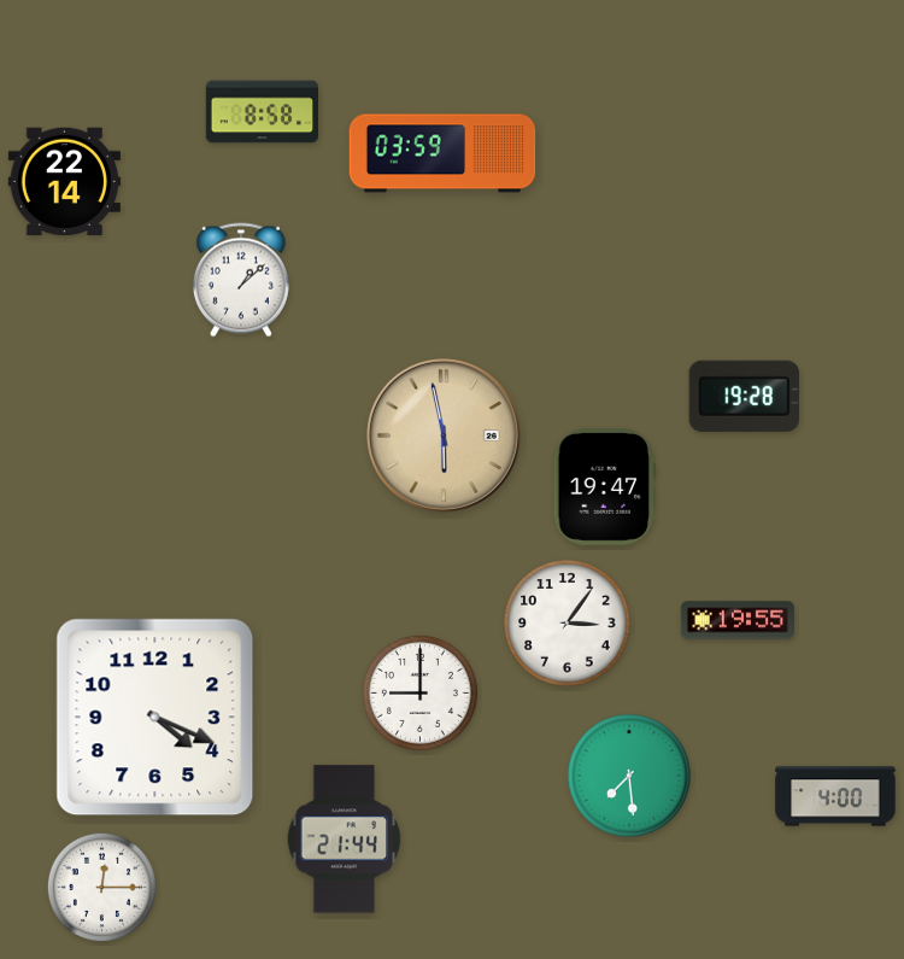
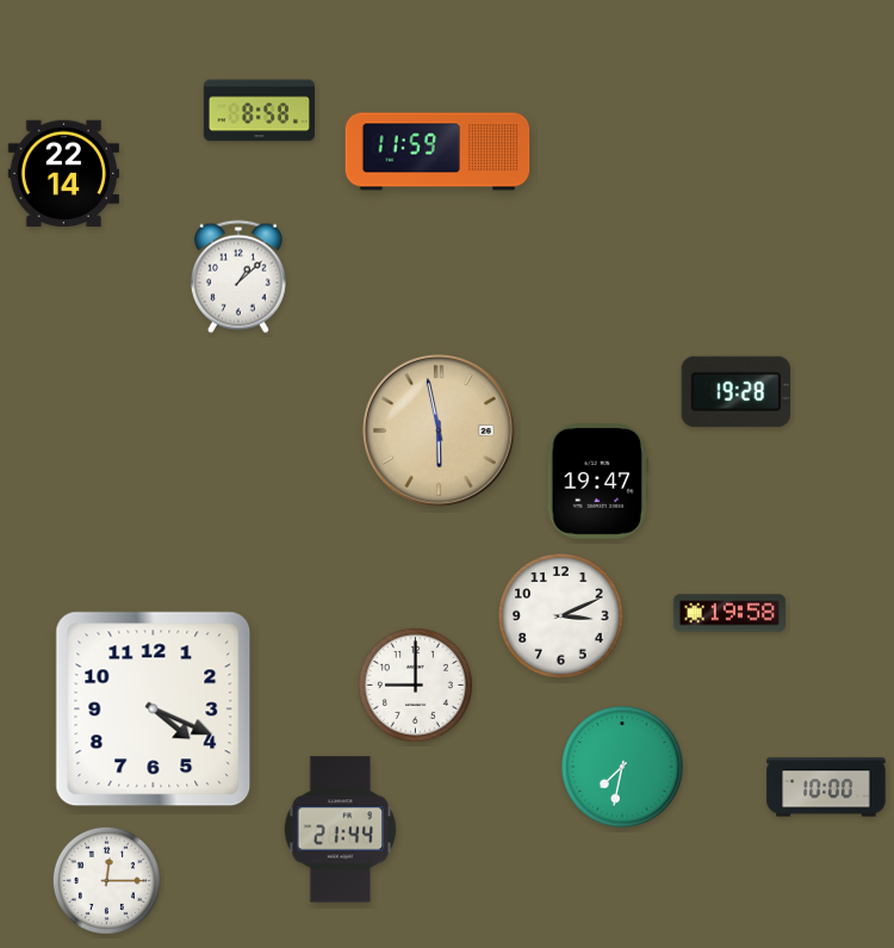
clock at (442, 153): 03:59 -> 11:59
clock at (64, 182) position: (64, 182) -> (63, 174)
clock at (738, 620): 19:55 -> 19:58
clock at (568, 624): 3:06 -> 3:11
clock at (629, 776): 7:29 -> 7:32
clock at (835, 796): 4:00 -> 10:00
clock at (101, 887) position: (101, 887) -> (106, 880)
